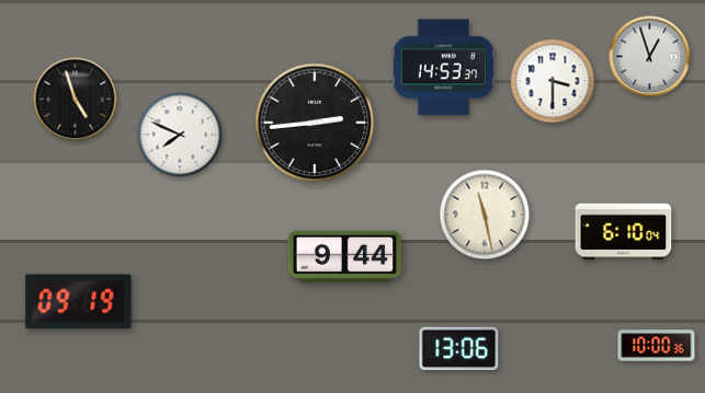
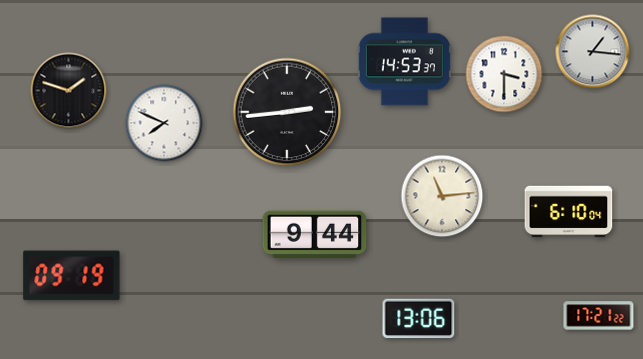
clock at (650, 57): 12:57 -> 1:16
clock at (76, 100): 4:57 -> 1:48
clock at (485, 215): 11:28 -> 11:14
clock at (657, 346): 10:00 -> 17:21
